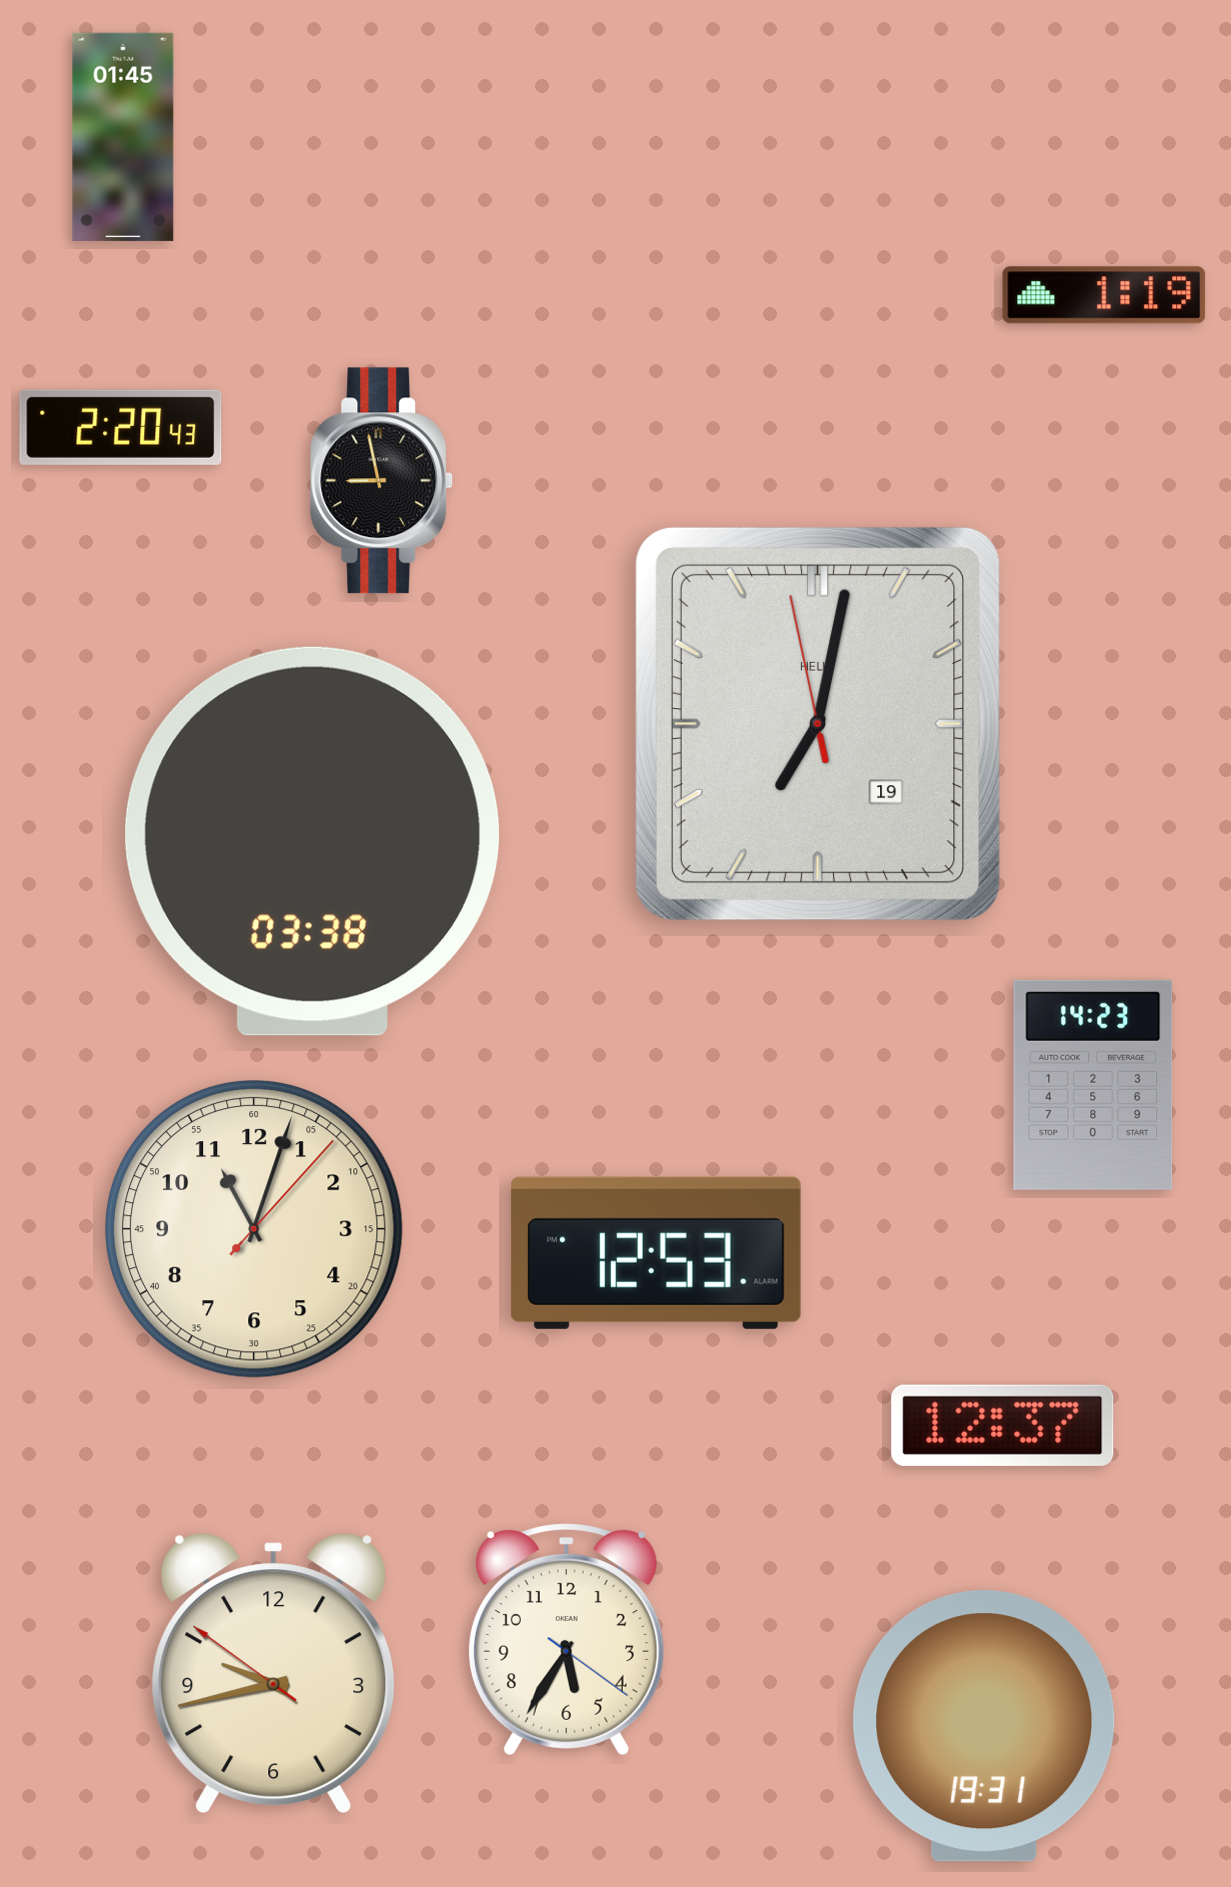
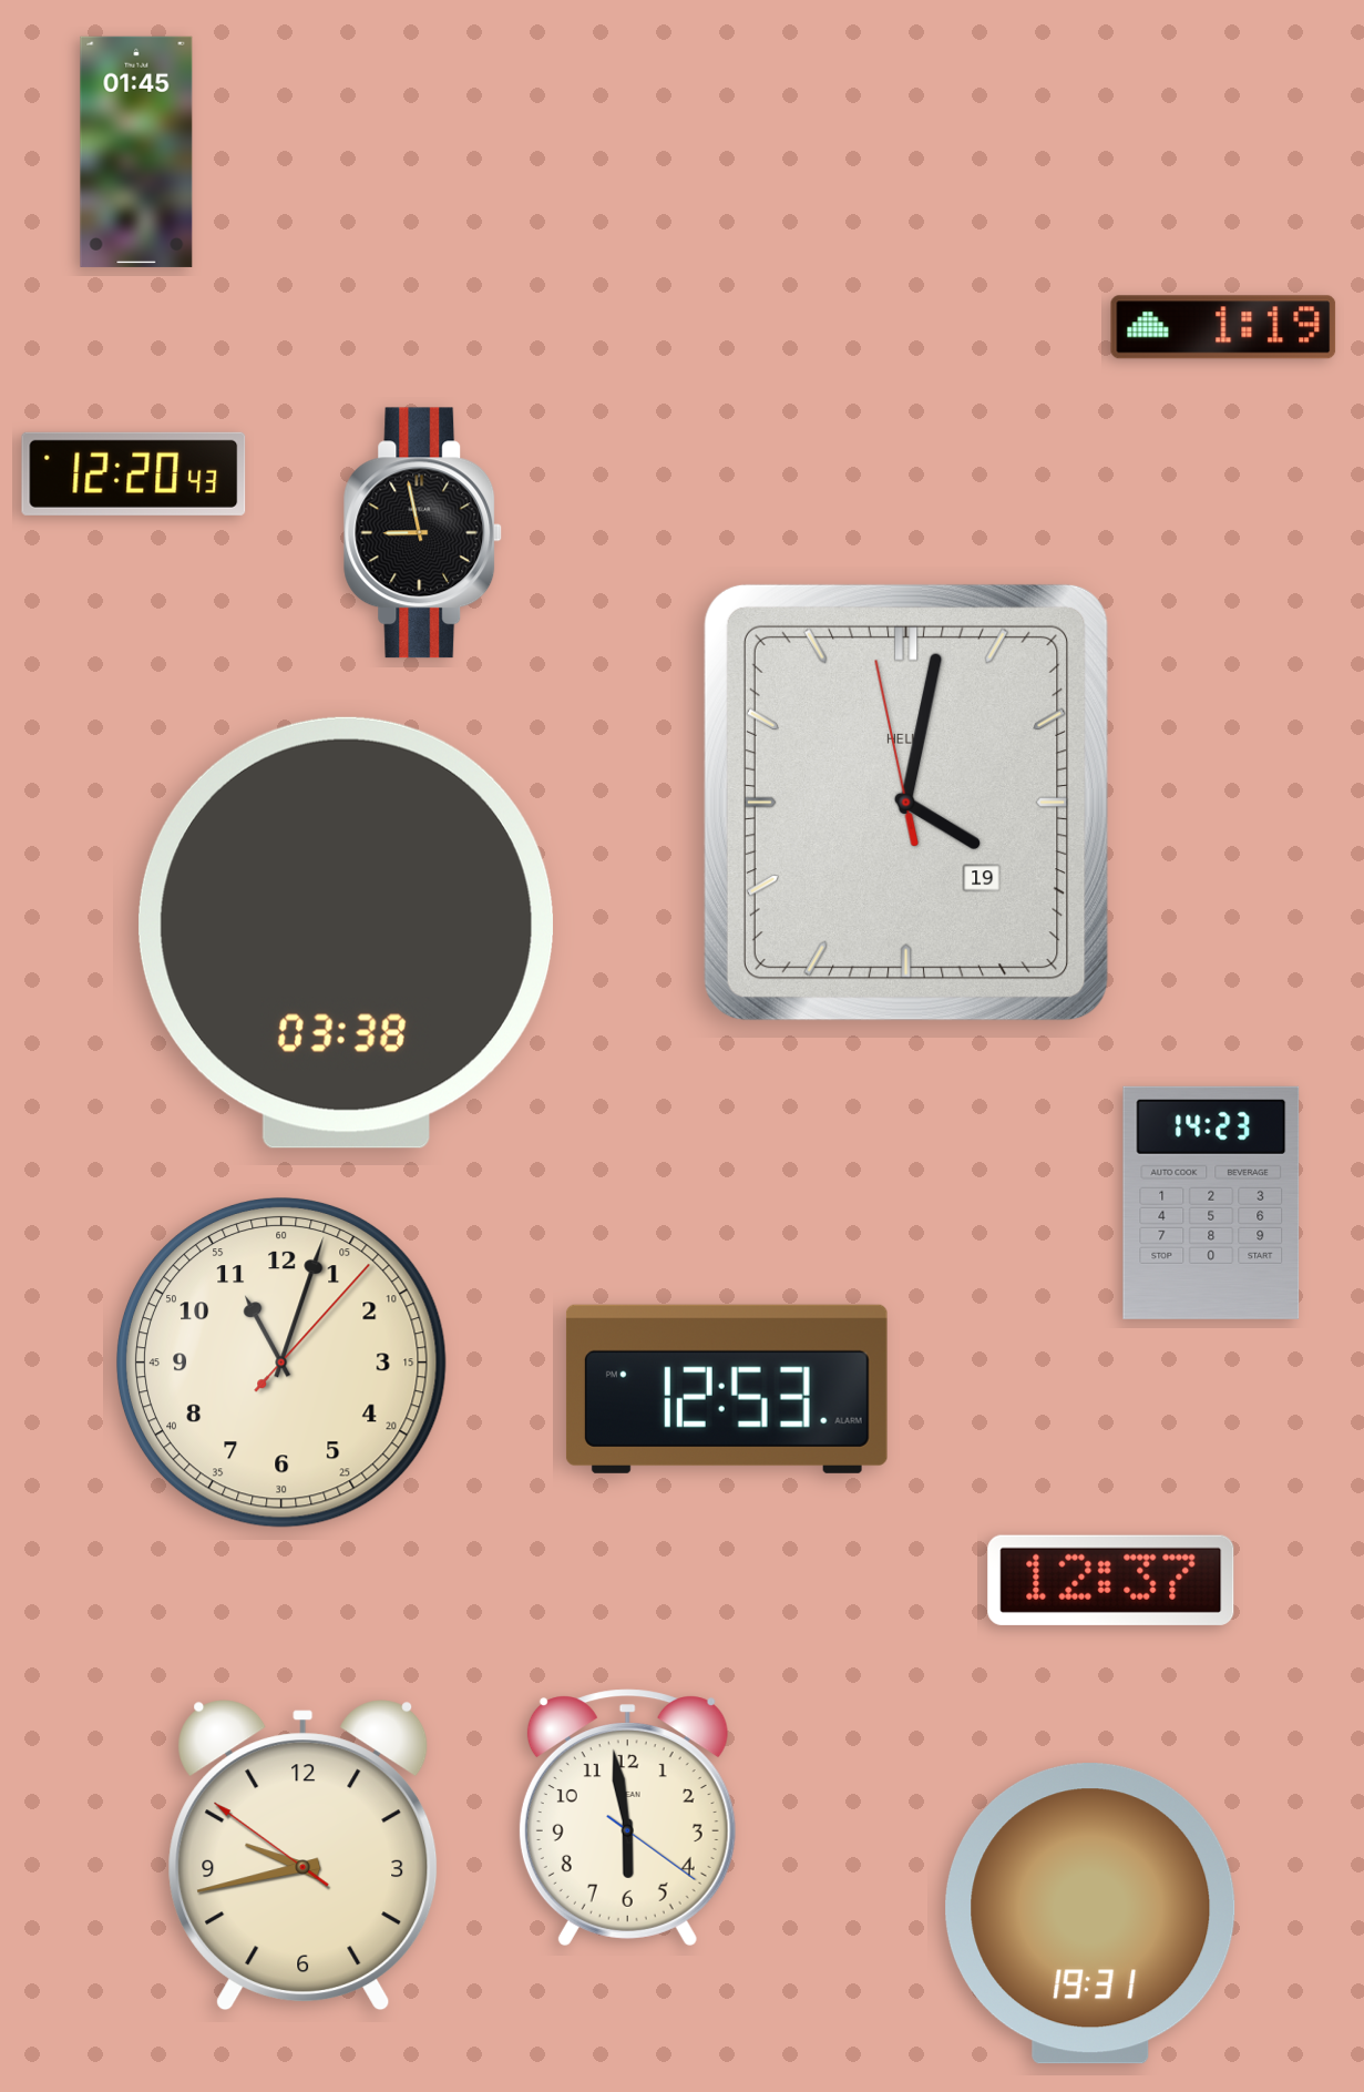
clock at (121, 427): 2:20 -> 12:20
clock at (818, 724): 7:01 -> 4:01
clock at (566, 1640): 5:35 -> 5:58
